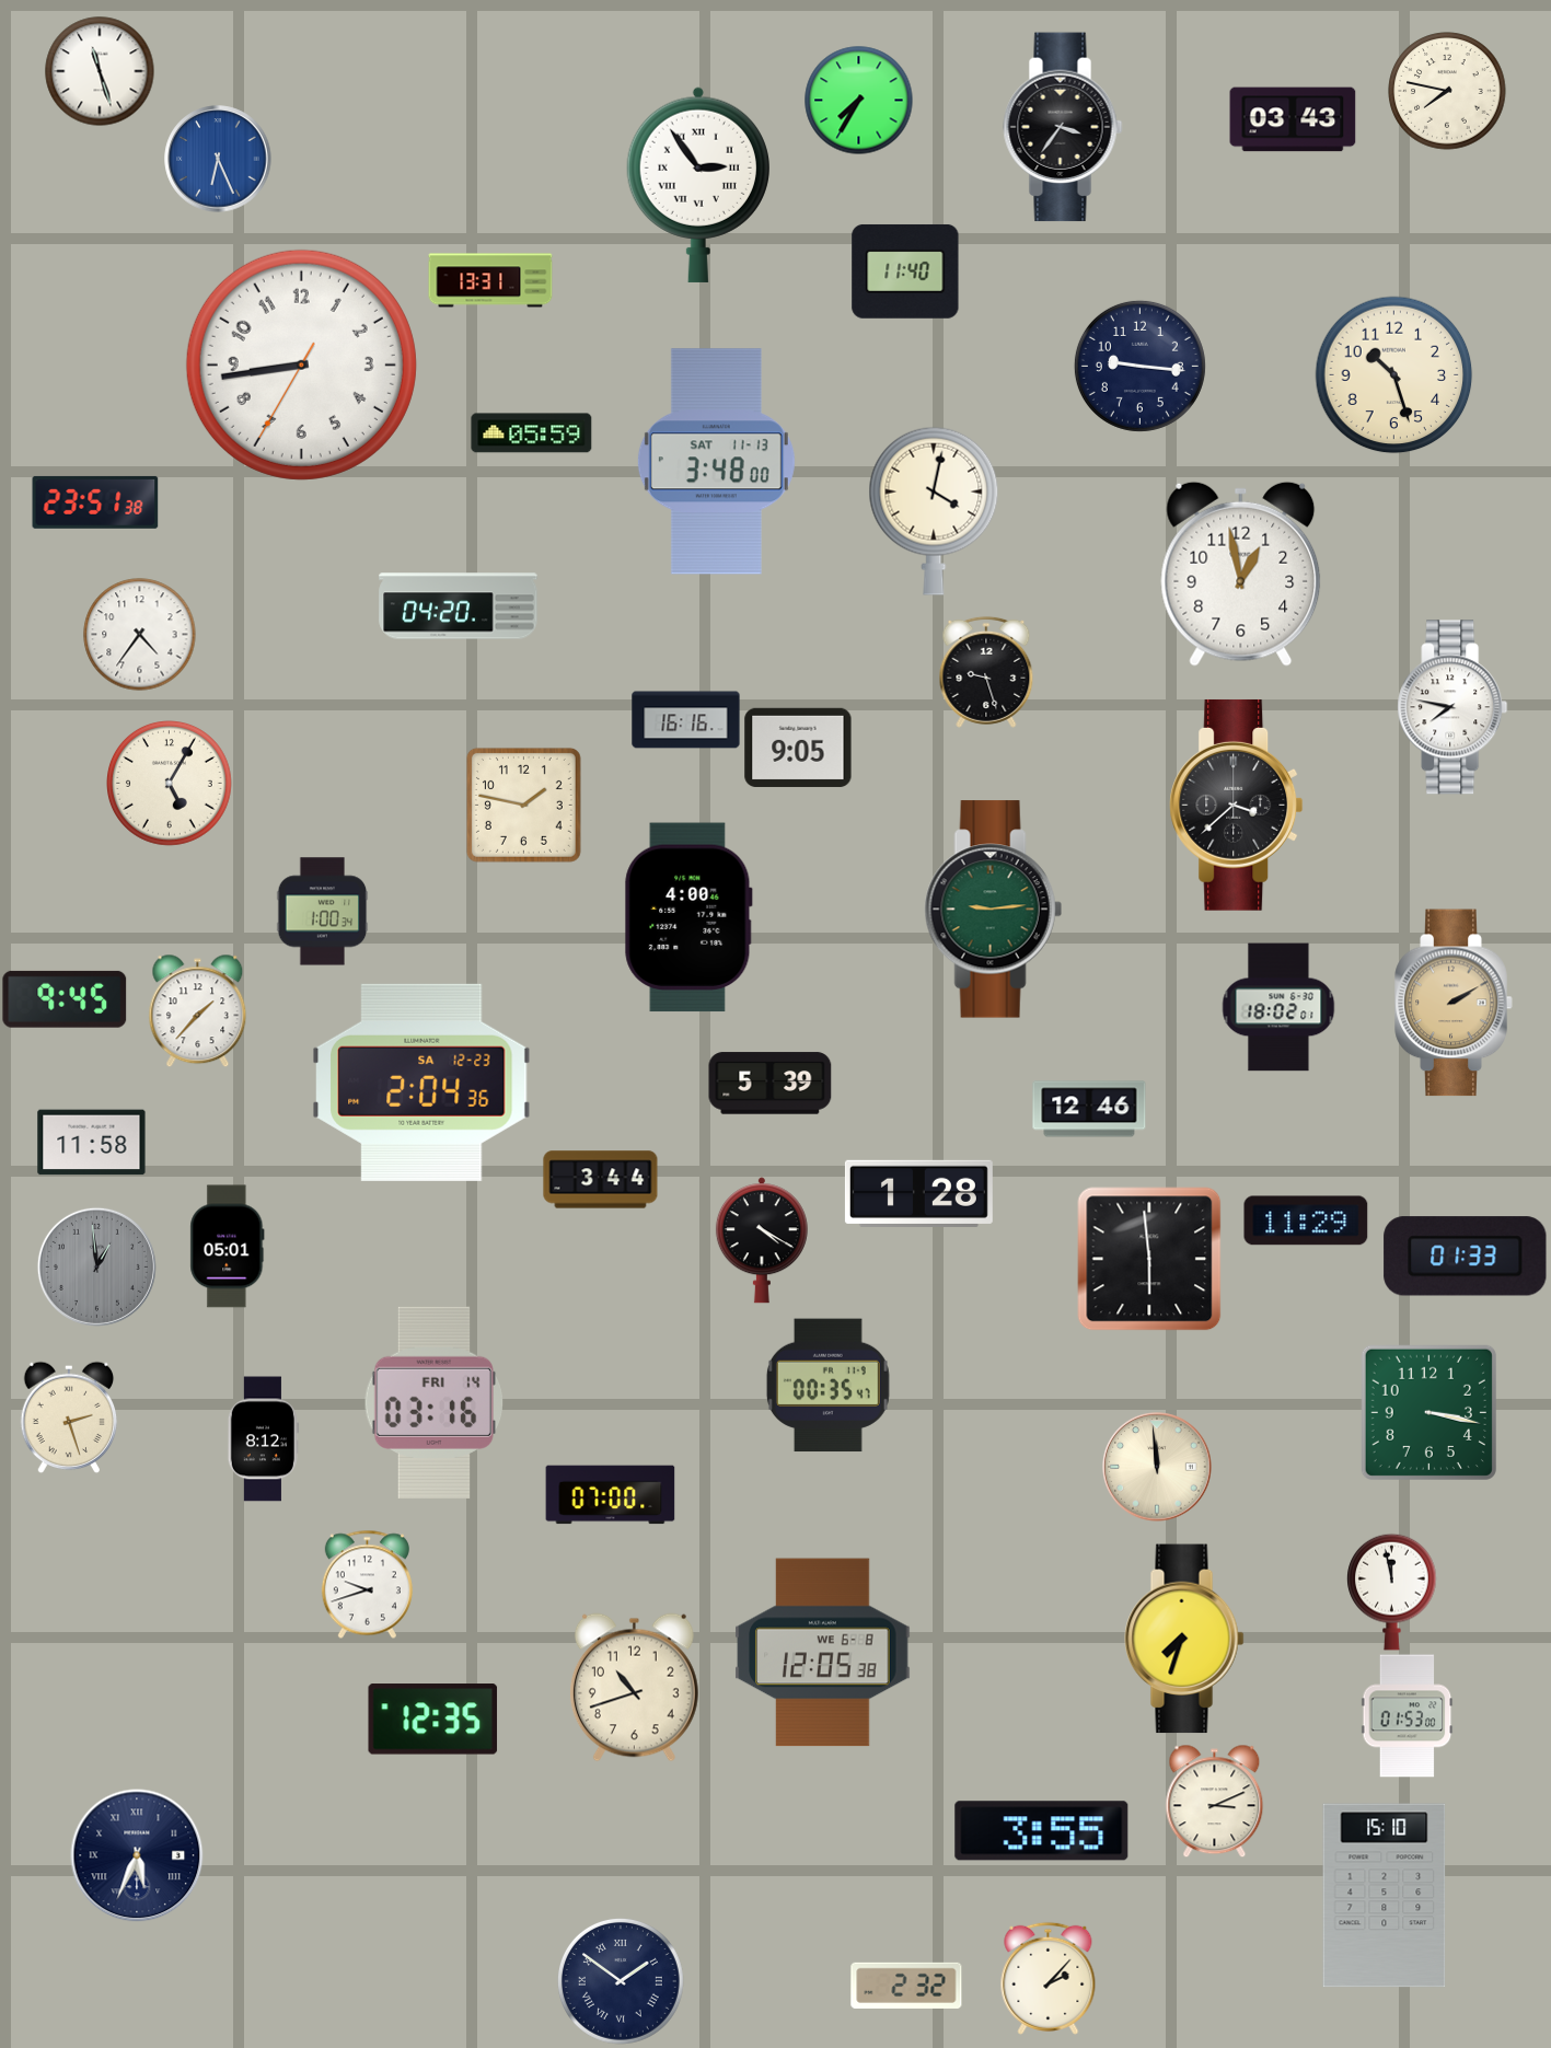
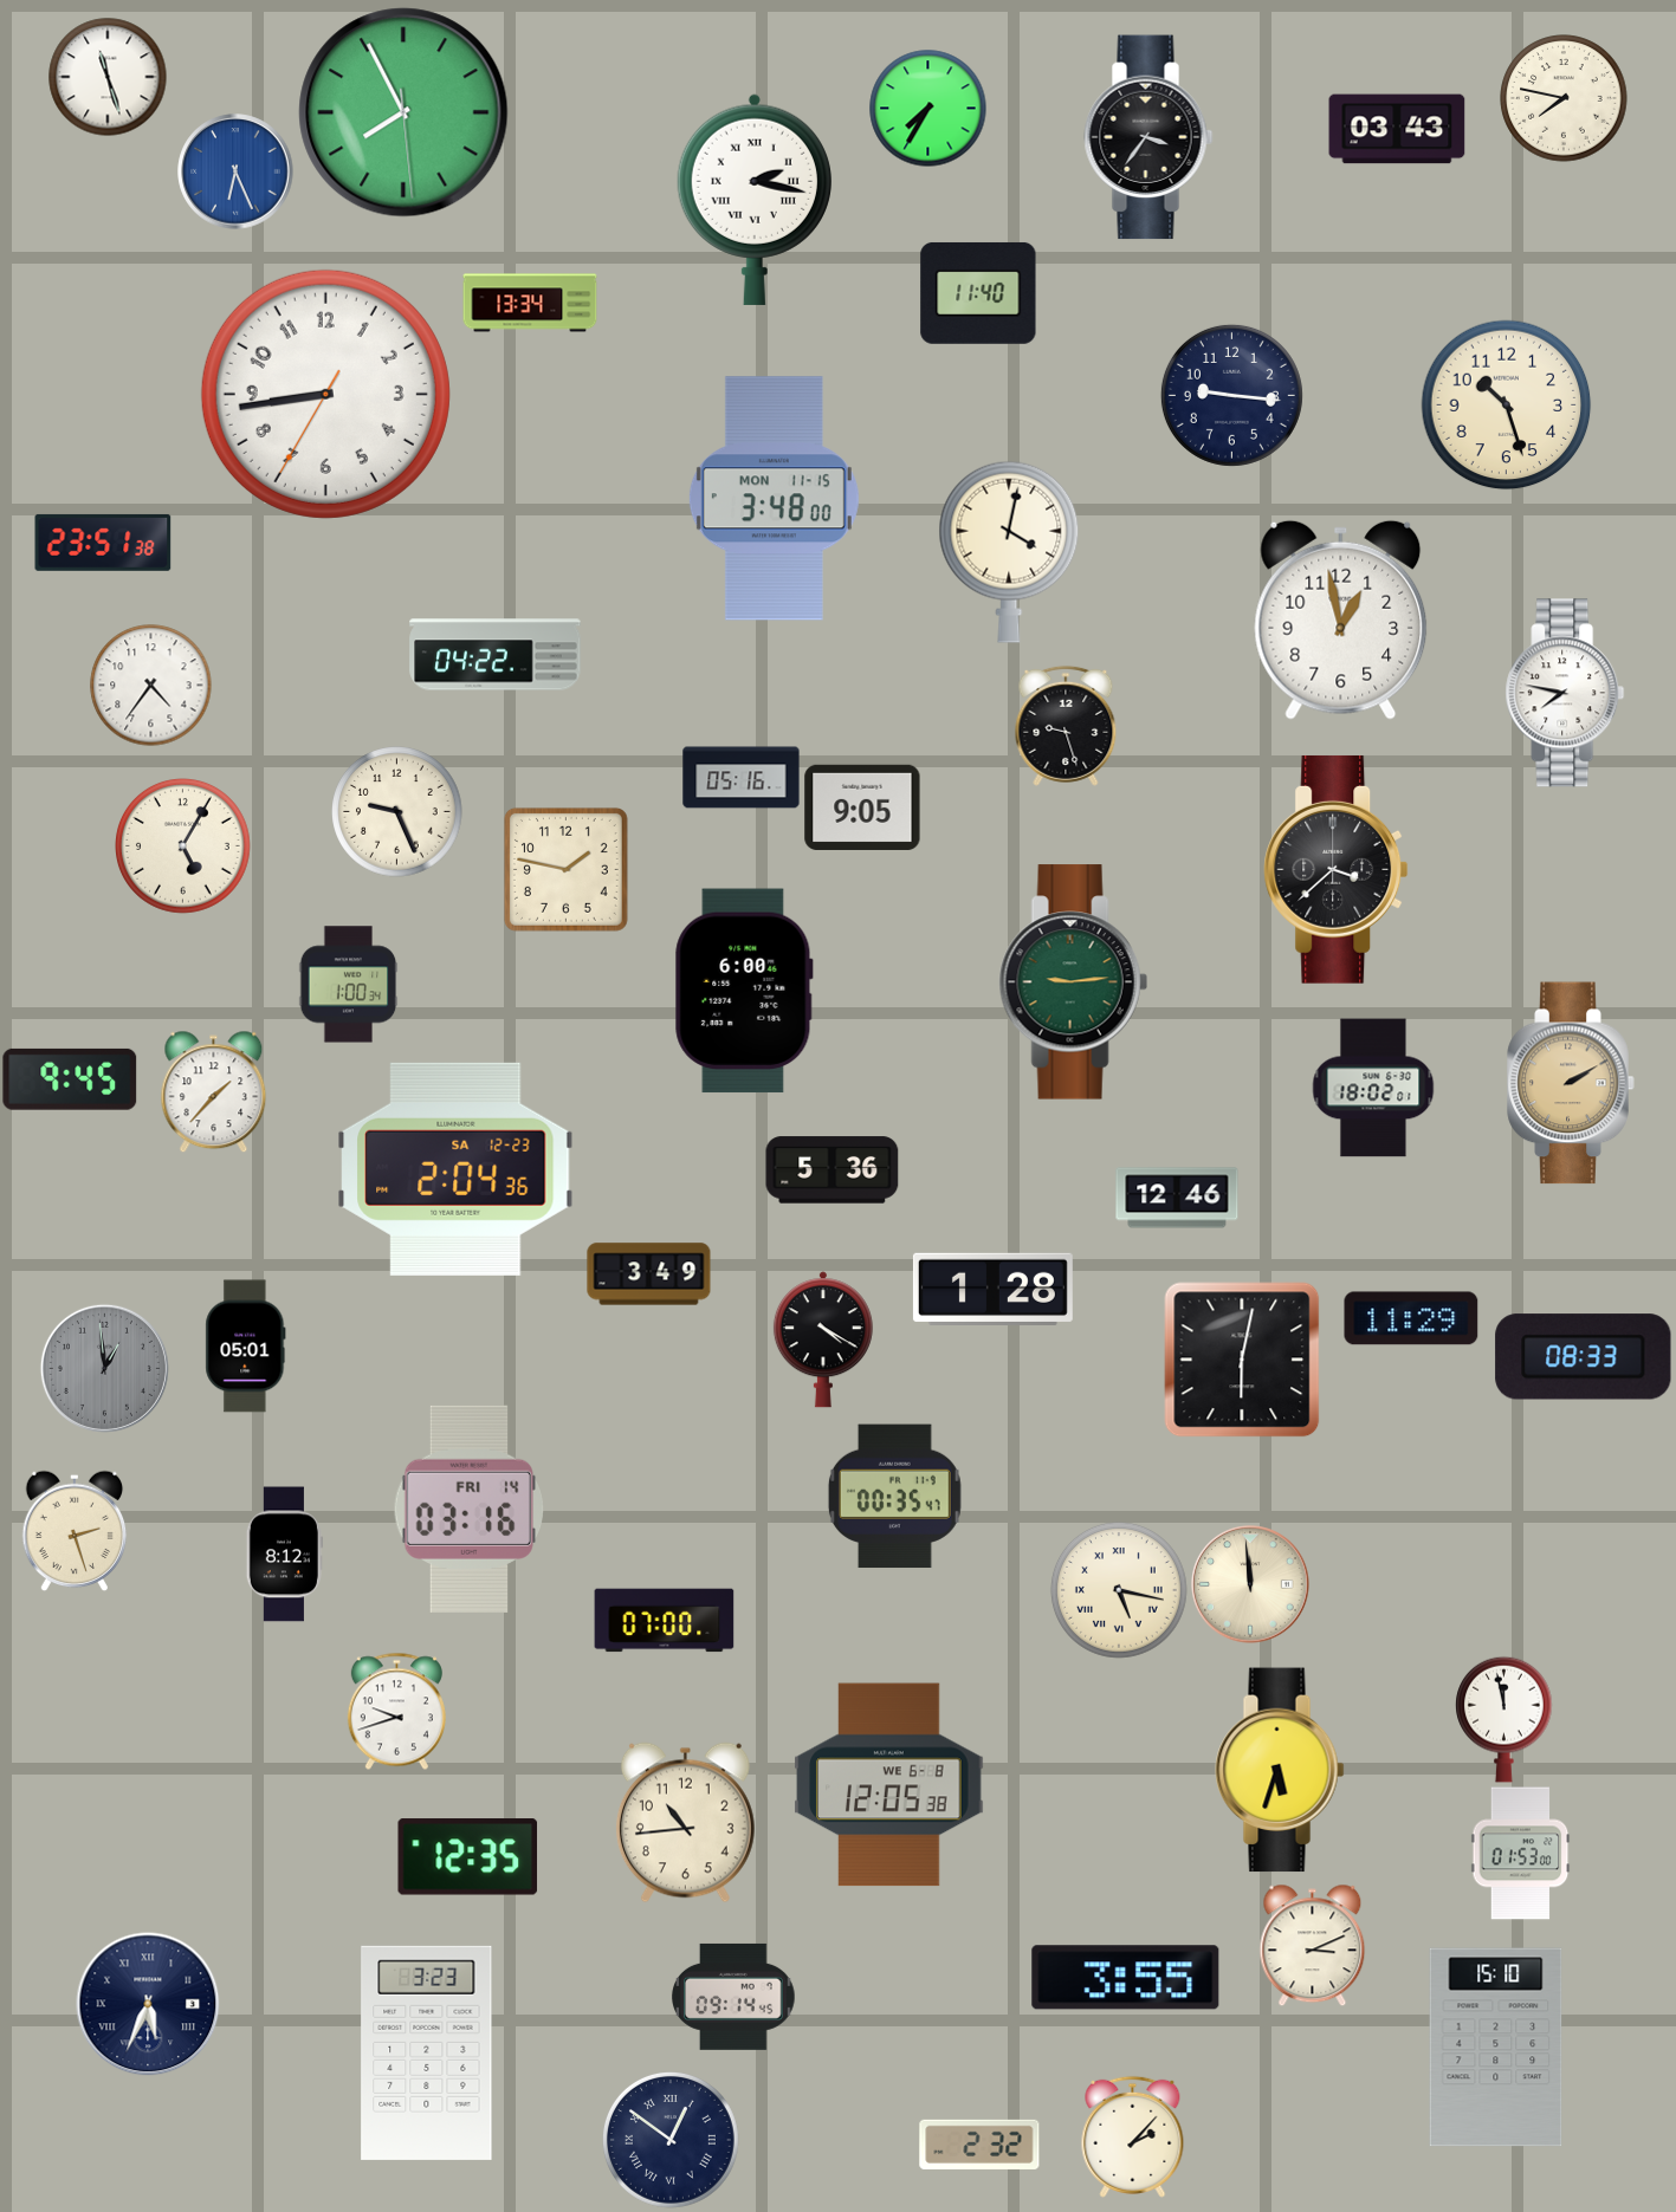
clock at (403, 112): none -> 7:55
clock at (698, 185): 2:54 -> 2:17
clock at (490, 280): 13:31 -> 13:34
clock at (532, 433): 05:59 -> none
clock at (716, 462) date: SAT 11-13 -> MON 11-15
clock at (459, 606): 04:20 -> 04:22
clock at (1452, 707) position: (1452, 707) -> (1565, 693)
clock at (686, 720): 16:16 -> 05:16
clock at (397, 812): none -> 9:26
clock at (688, 917): 4:00 -> 6:00
clock at (1278, 1007) position: (1278, 1007) -> (1373, 1088)
clock at (771, 1084): 5:39 -> 5:36
clock at (92, 1143): 11:58 -> none
clock at (601, 1180): 3:44 -> 3:49
clock at (1466, 1257): 01:33 -> 08:33
clock at (1149, 1259): 5:59 -> 6:02
clock at (435, 1402) position: (435, 1402) -> (470, 1509)
clock at (1428, 1412): 3:17 -> none
clock at (1119, 1590): none -> 5:17
clock at (611, 1495) position: (611, 1495) -> (665, 1621)
clock at (1184, 1639): 7:33 -> 5:33
clock at (634, 1688): 10:42 -> 10:44
clock at (733, 1997): none -> 09:14
clock at (427, 2052): none -> 3:23
clock at (621, 1981): 1:51 -> 12:51
